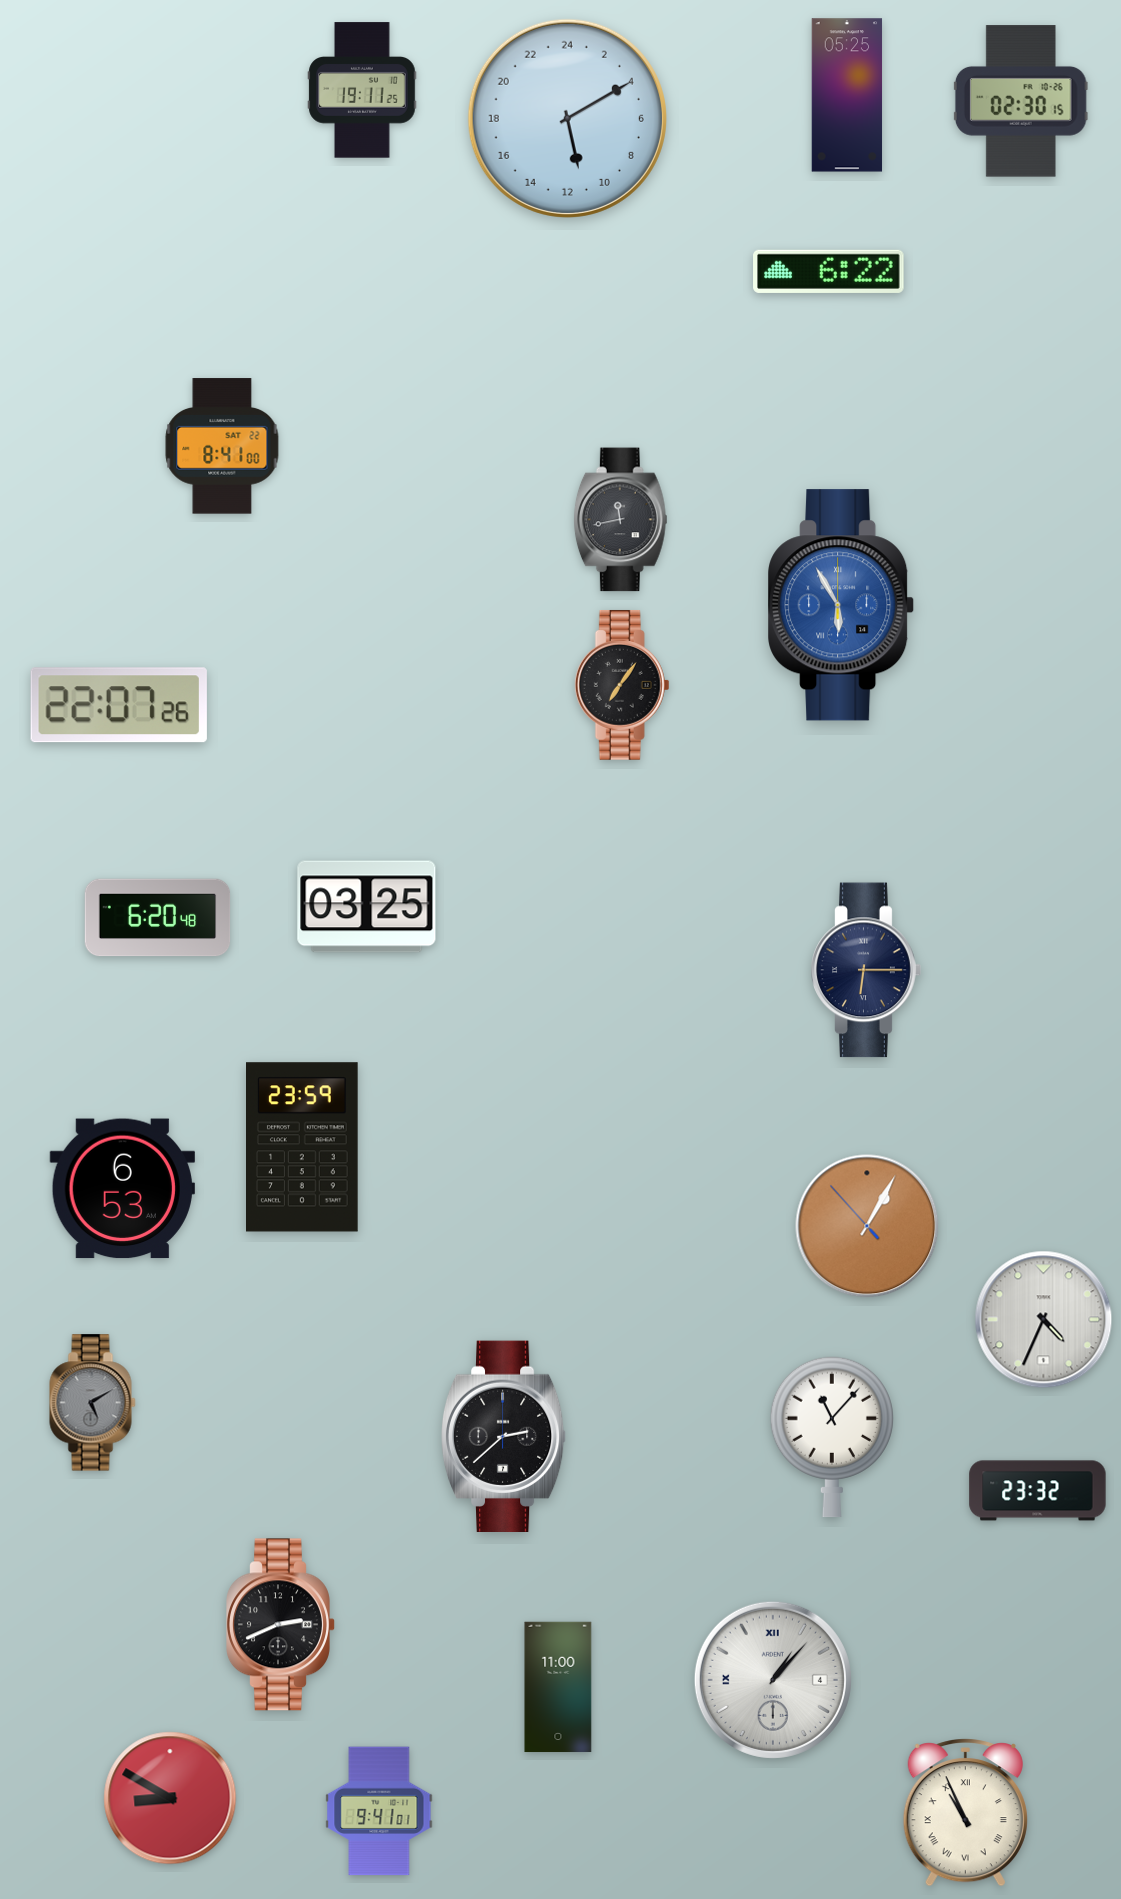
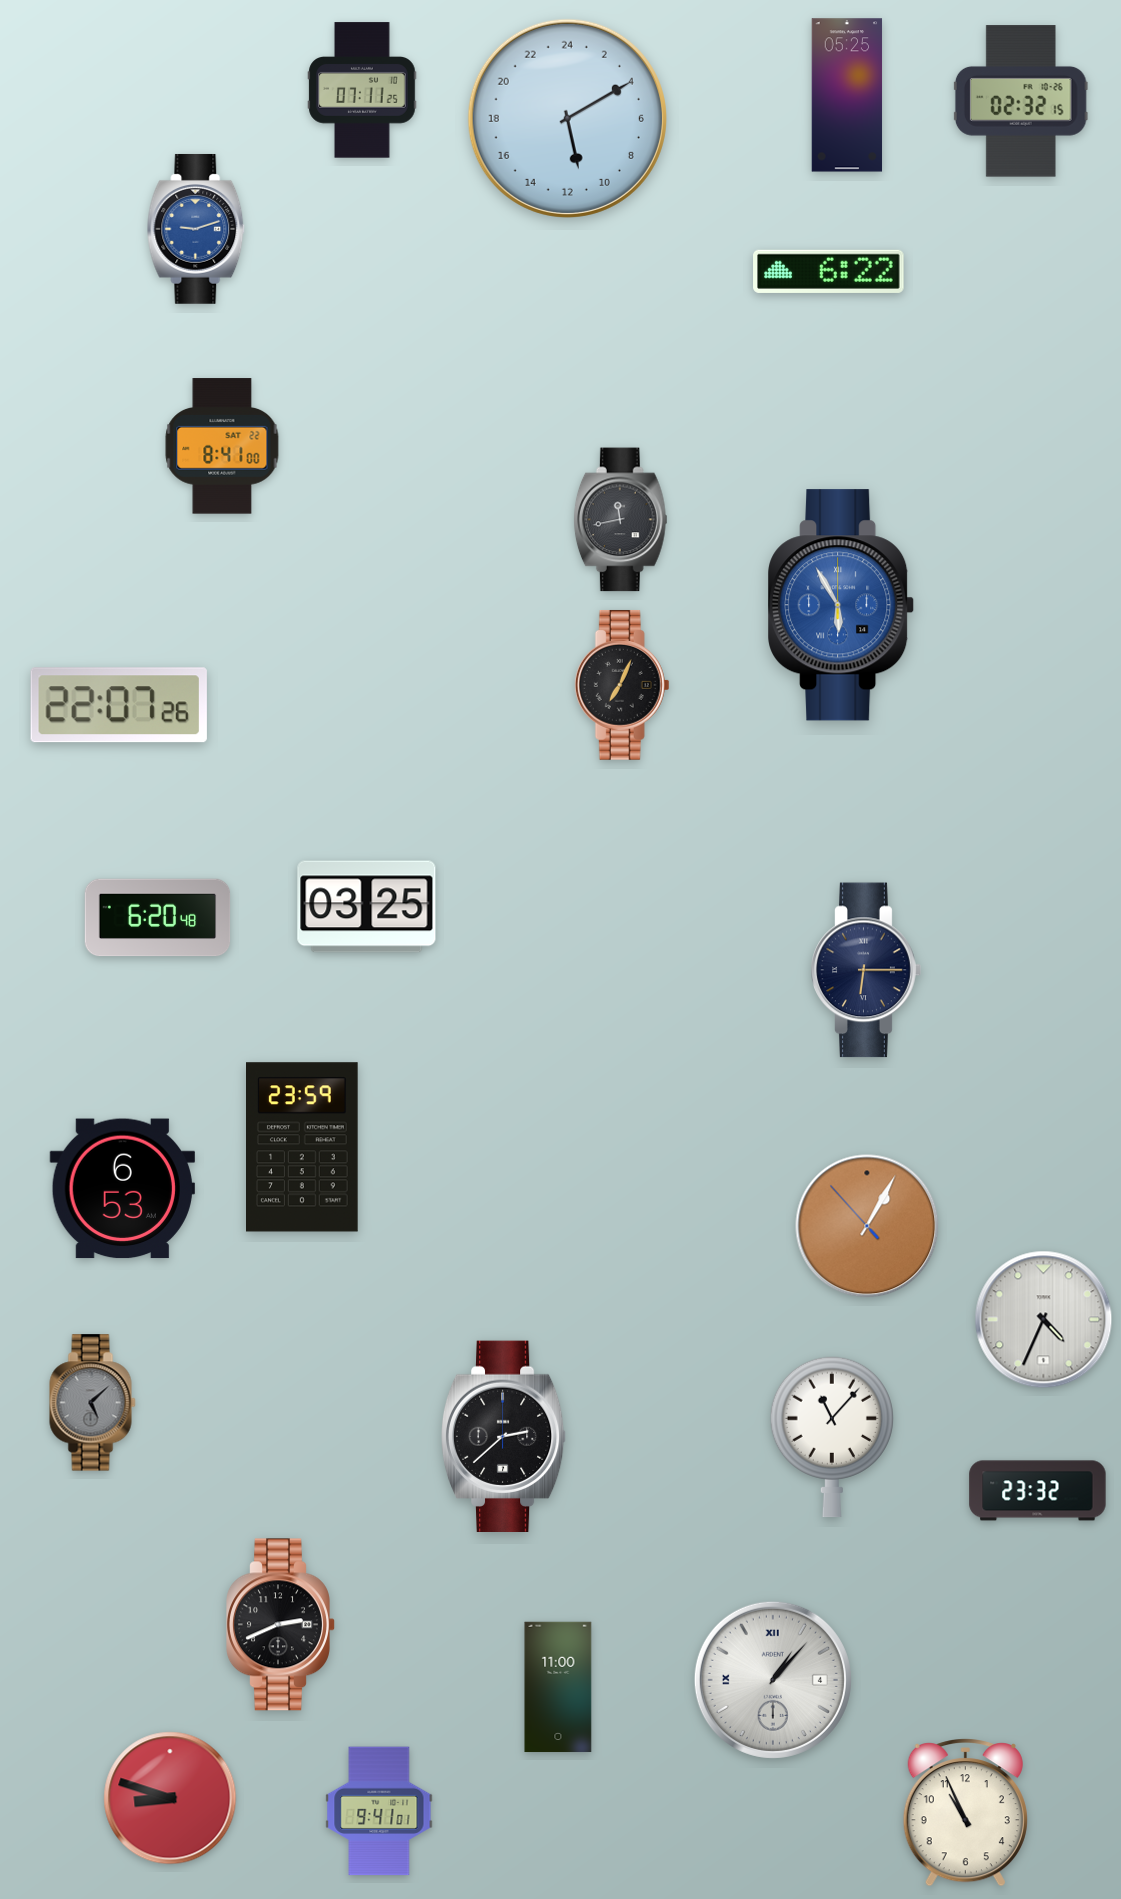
clock at (362, 90): 19:11 -> 07:11
clock at (1021, 101): 02:30 -> 02:32
clock at (196, 229): none -> 9:12
clock at (622, 685): 7:06 -> 7:04
clock at (93, 1403): 5:10 -> 5:08
clock at (170, 1798): 8:50 -> 8:48
clock at (965, 1813) numerals: Roman -> Arabic
